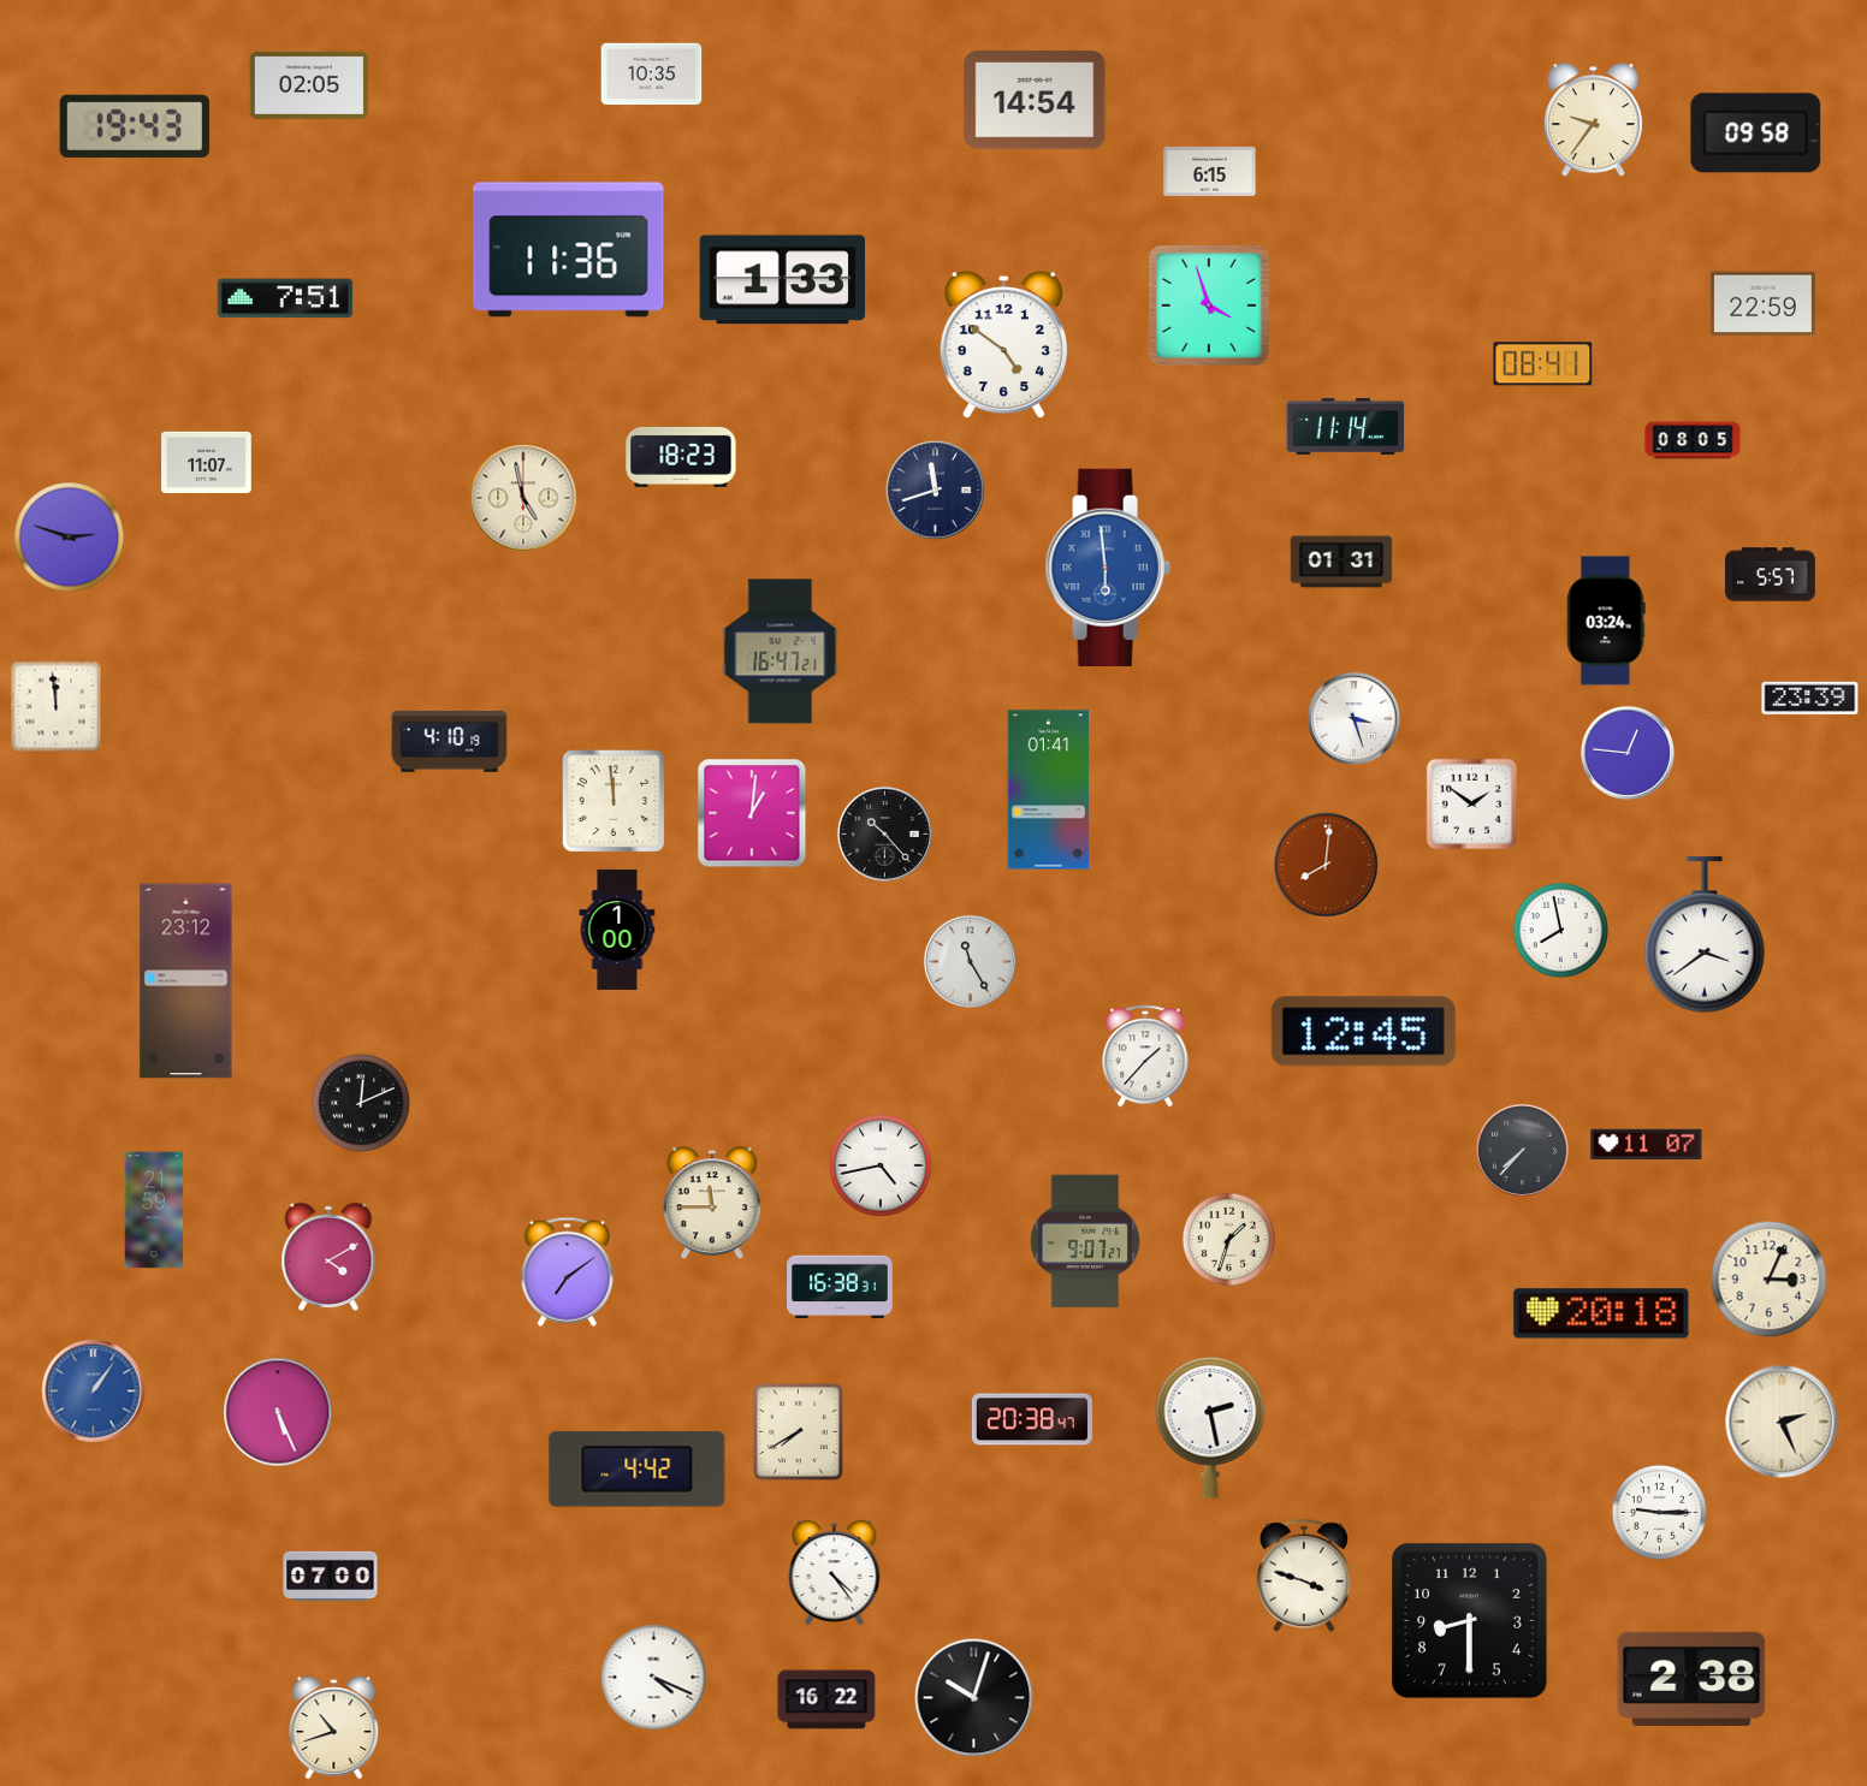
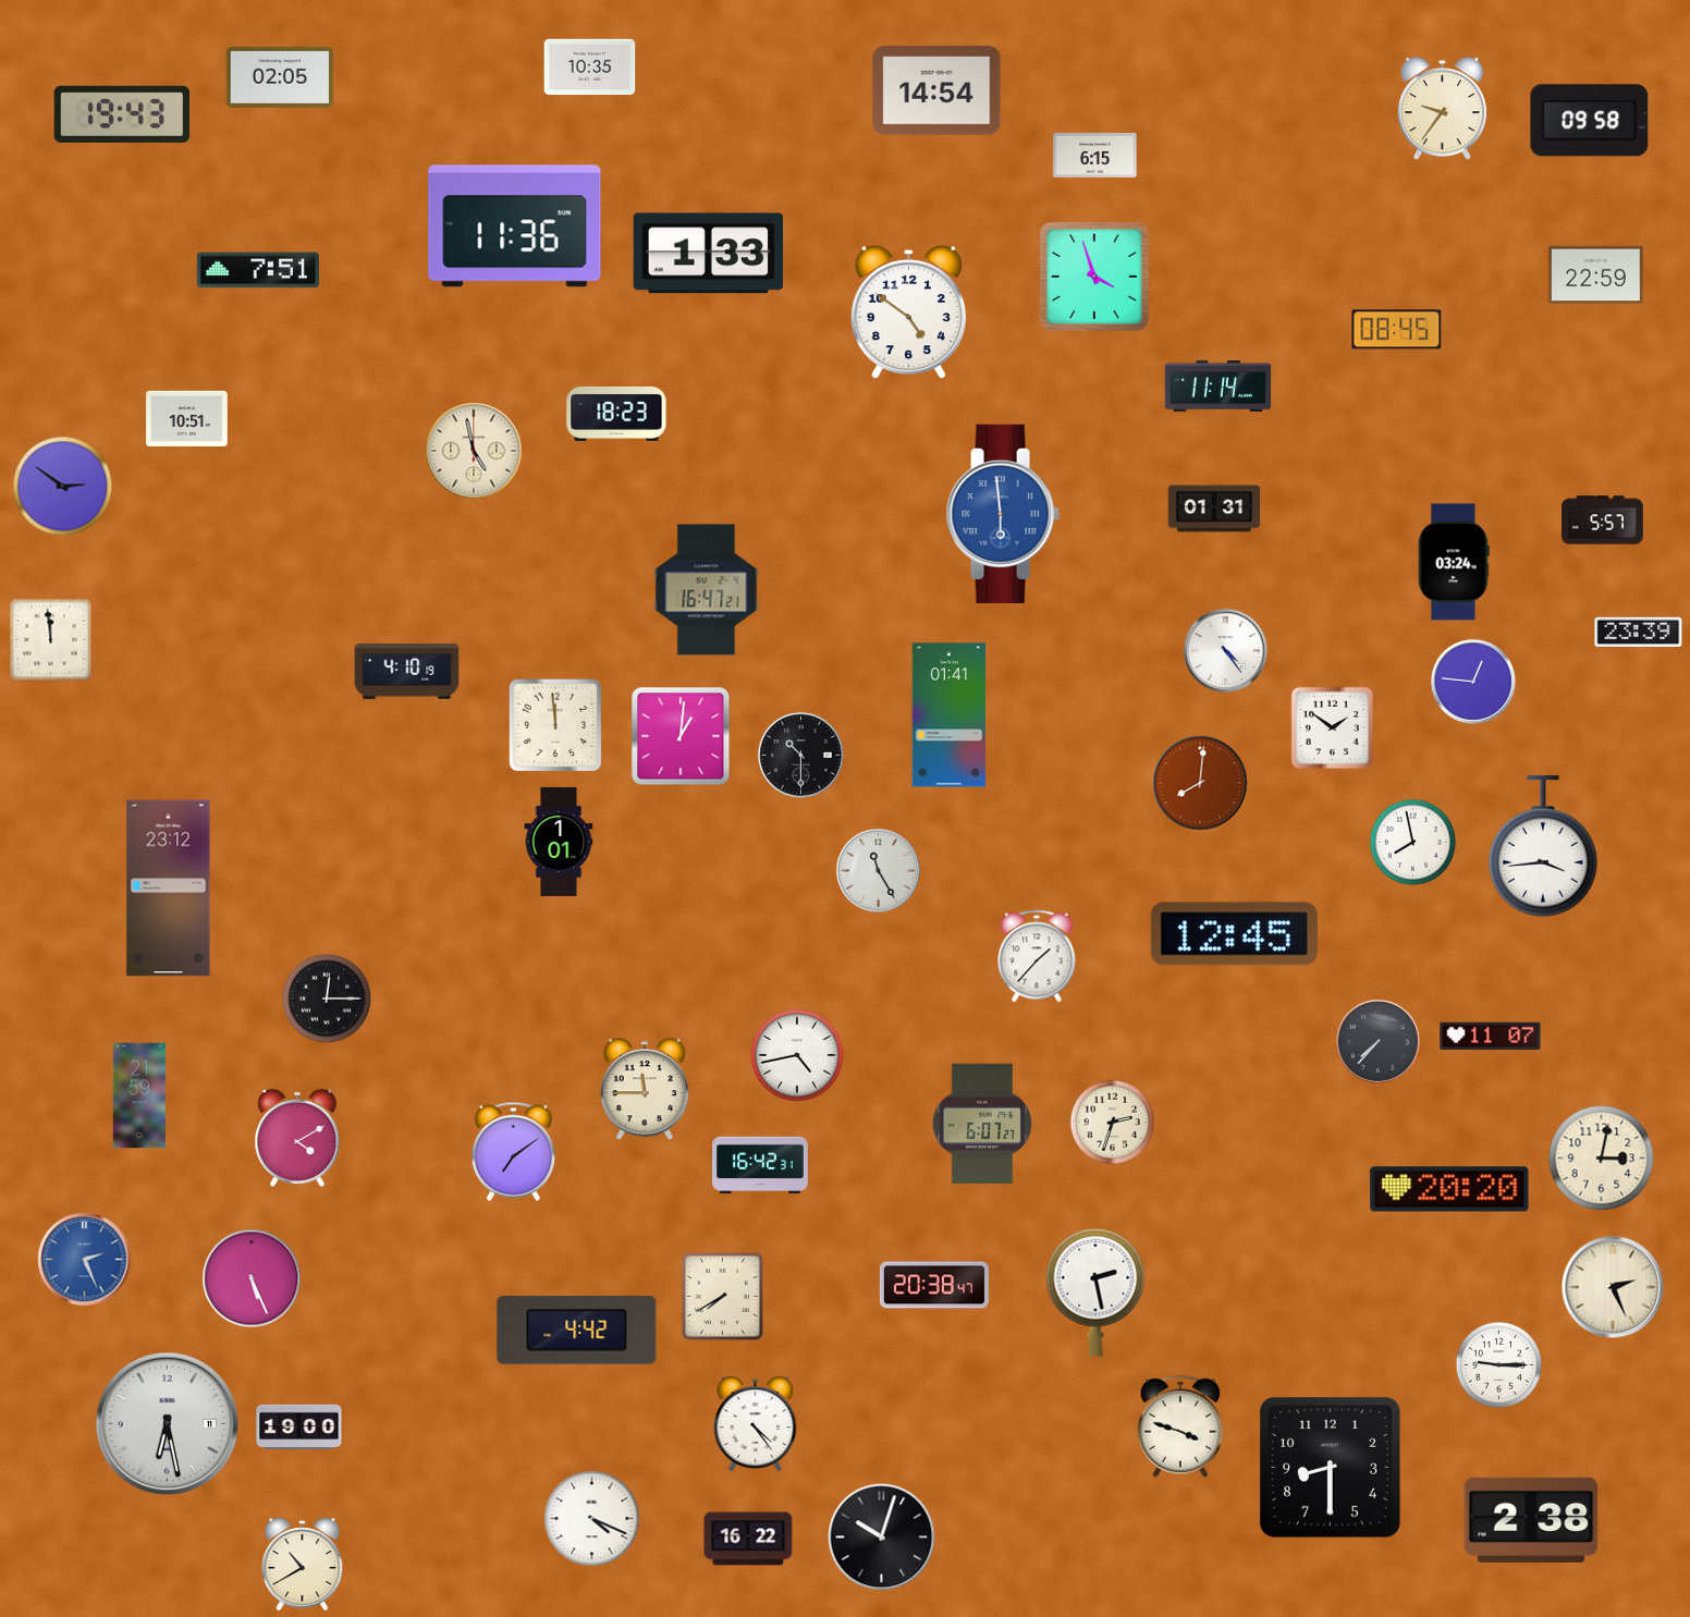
clock at (1543, 364): 08:41 -> 08:45
clock at (1693, 440): 08:05 -> none
clock at (207, 462): 11:07 -> 10:51
clock at (936, 491): 11:42 -> none
clock at (70, 538): 2:48 -> 2:51
clock at (1353, 718): 3:27 -> 4:24
clock at (884, 833): 10:23 -> 10:30
clock at (617, 930): 1:00 -> 1:01
clock at (1706, 934): 3:39 -> 3:44
clock at (361, 1103): 12:11 -> 12:15
clock at (1229, 1240): 1:33 -> 2:33
clock at (1085, 1241): 9:07 -> 6:07
clock at (1770, 1280): 3:04 -> 3:02
clock at (841, 1287): 16:38 -> 16:42
clock at (1601, 1313): 20:18 -> 20:20
clock at (94, 1392): 1:06 -> 2:26
clock at (1659, 1512) position: (1659, 1512) -> (1498, 1364)
clock at (168, 1424): none -> 6:28
clock at (331, 1577): 07:00 -> 19:00
clock at (334, 1728): 10:42 -> 10:40
